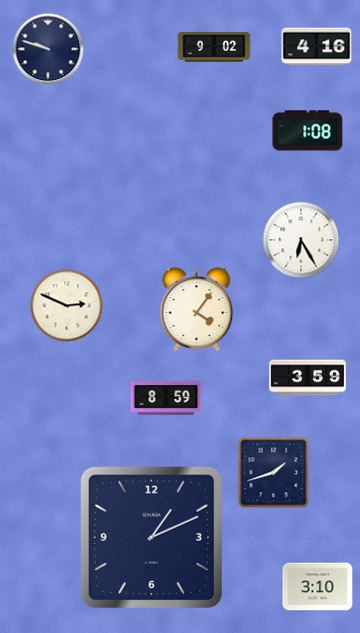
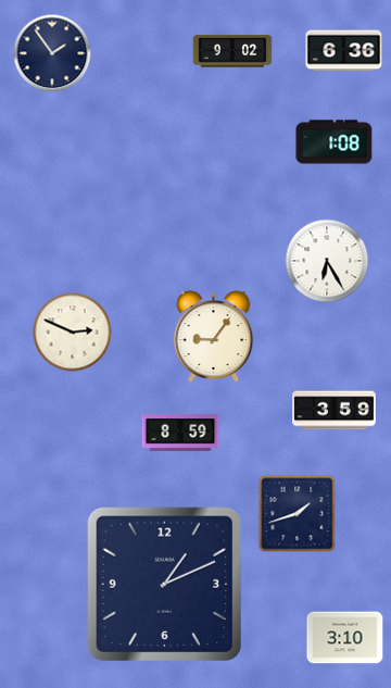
clock at (317, 47): 4:16 -> 6:36
clock at (48, 49): 9:48 -> 1:54
clock at (197, 310): 4:06 -> 9:06
